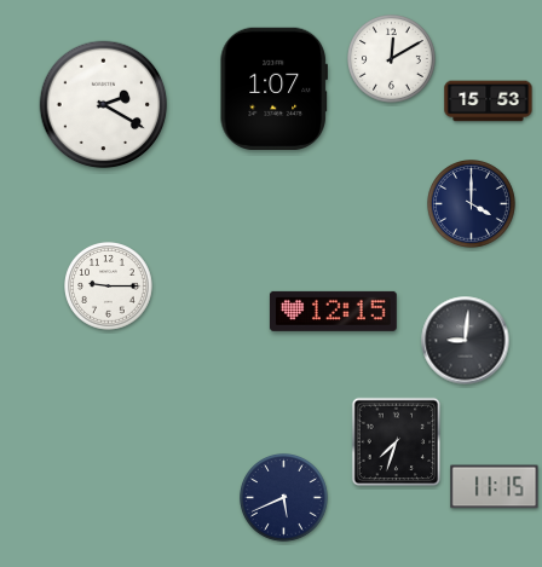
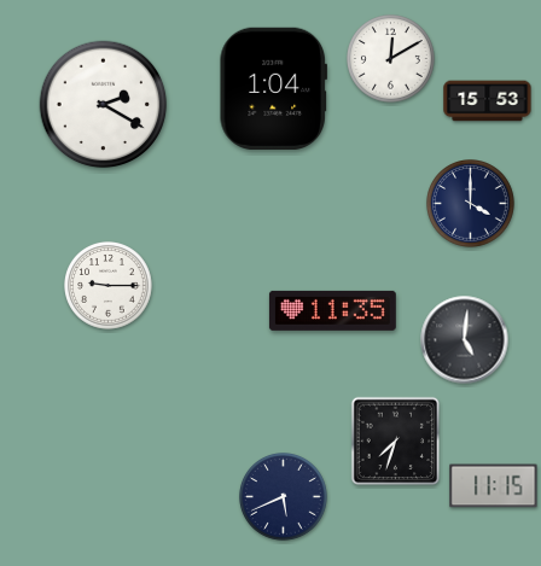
clock at (273, 88): 1:07 -> 1:04
clock at (333, 311): 12:15 -> 11:35
clock at (466, 341): 9:01 -> 5:01
